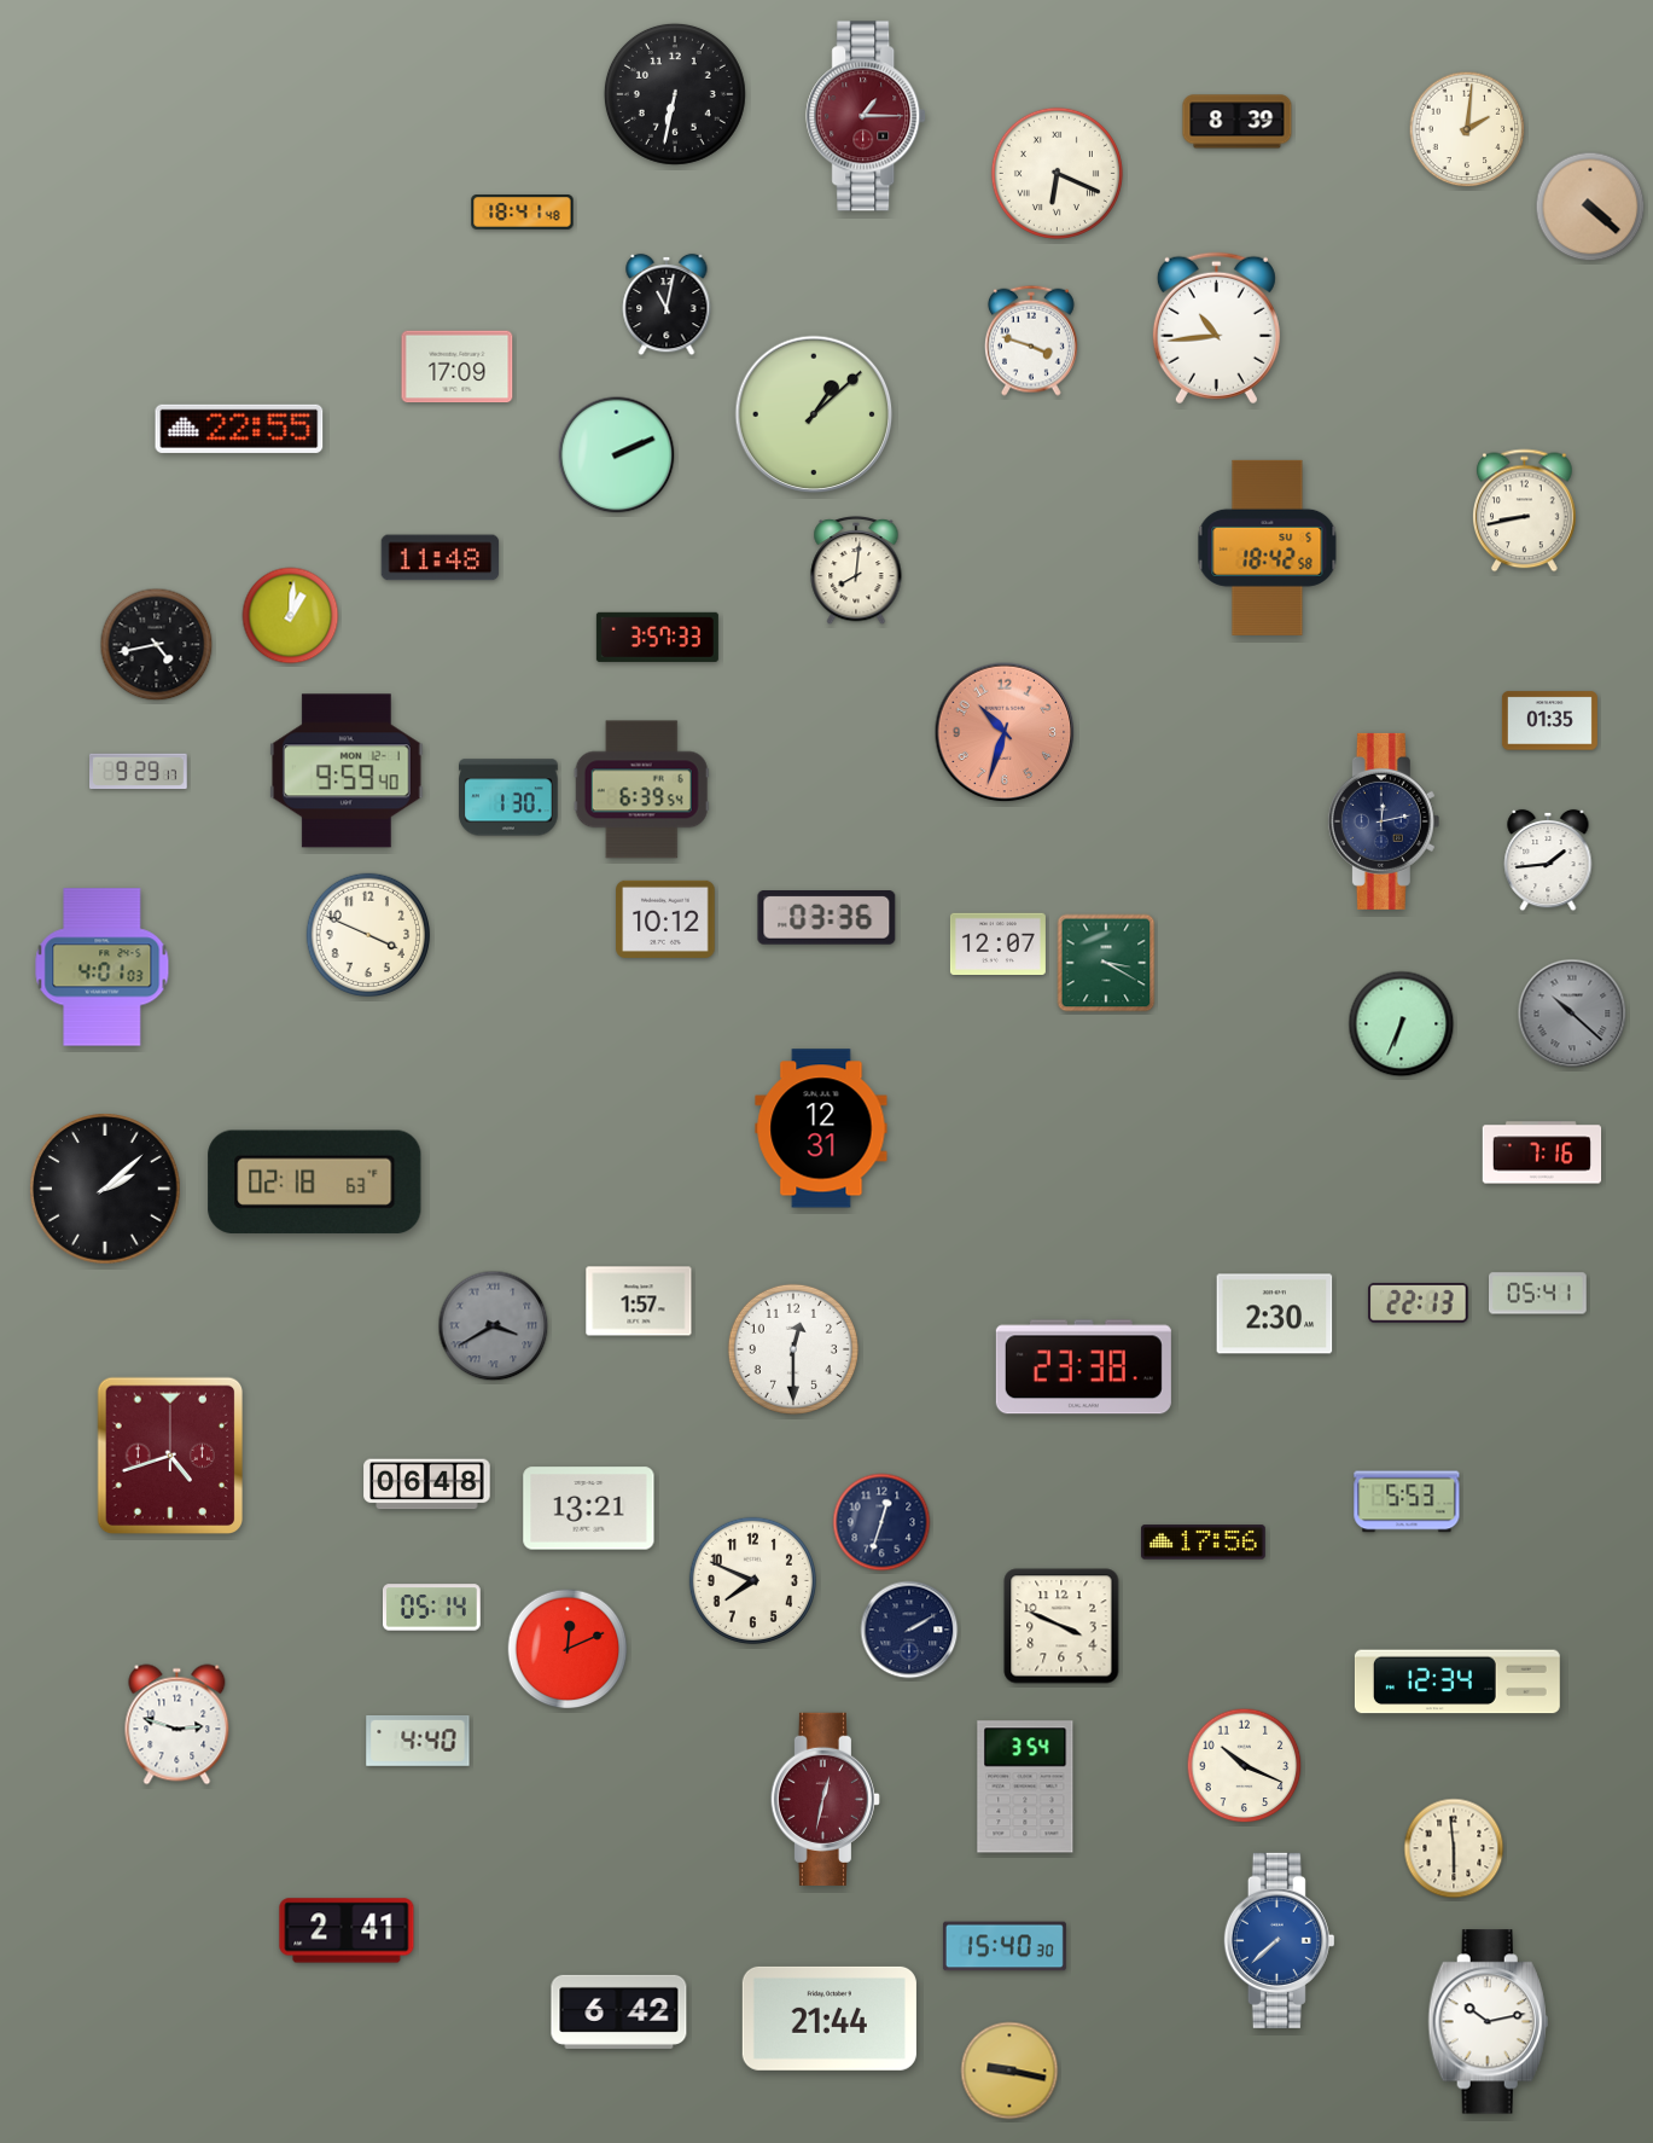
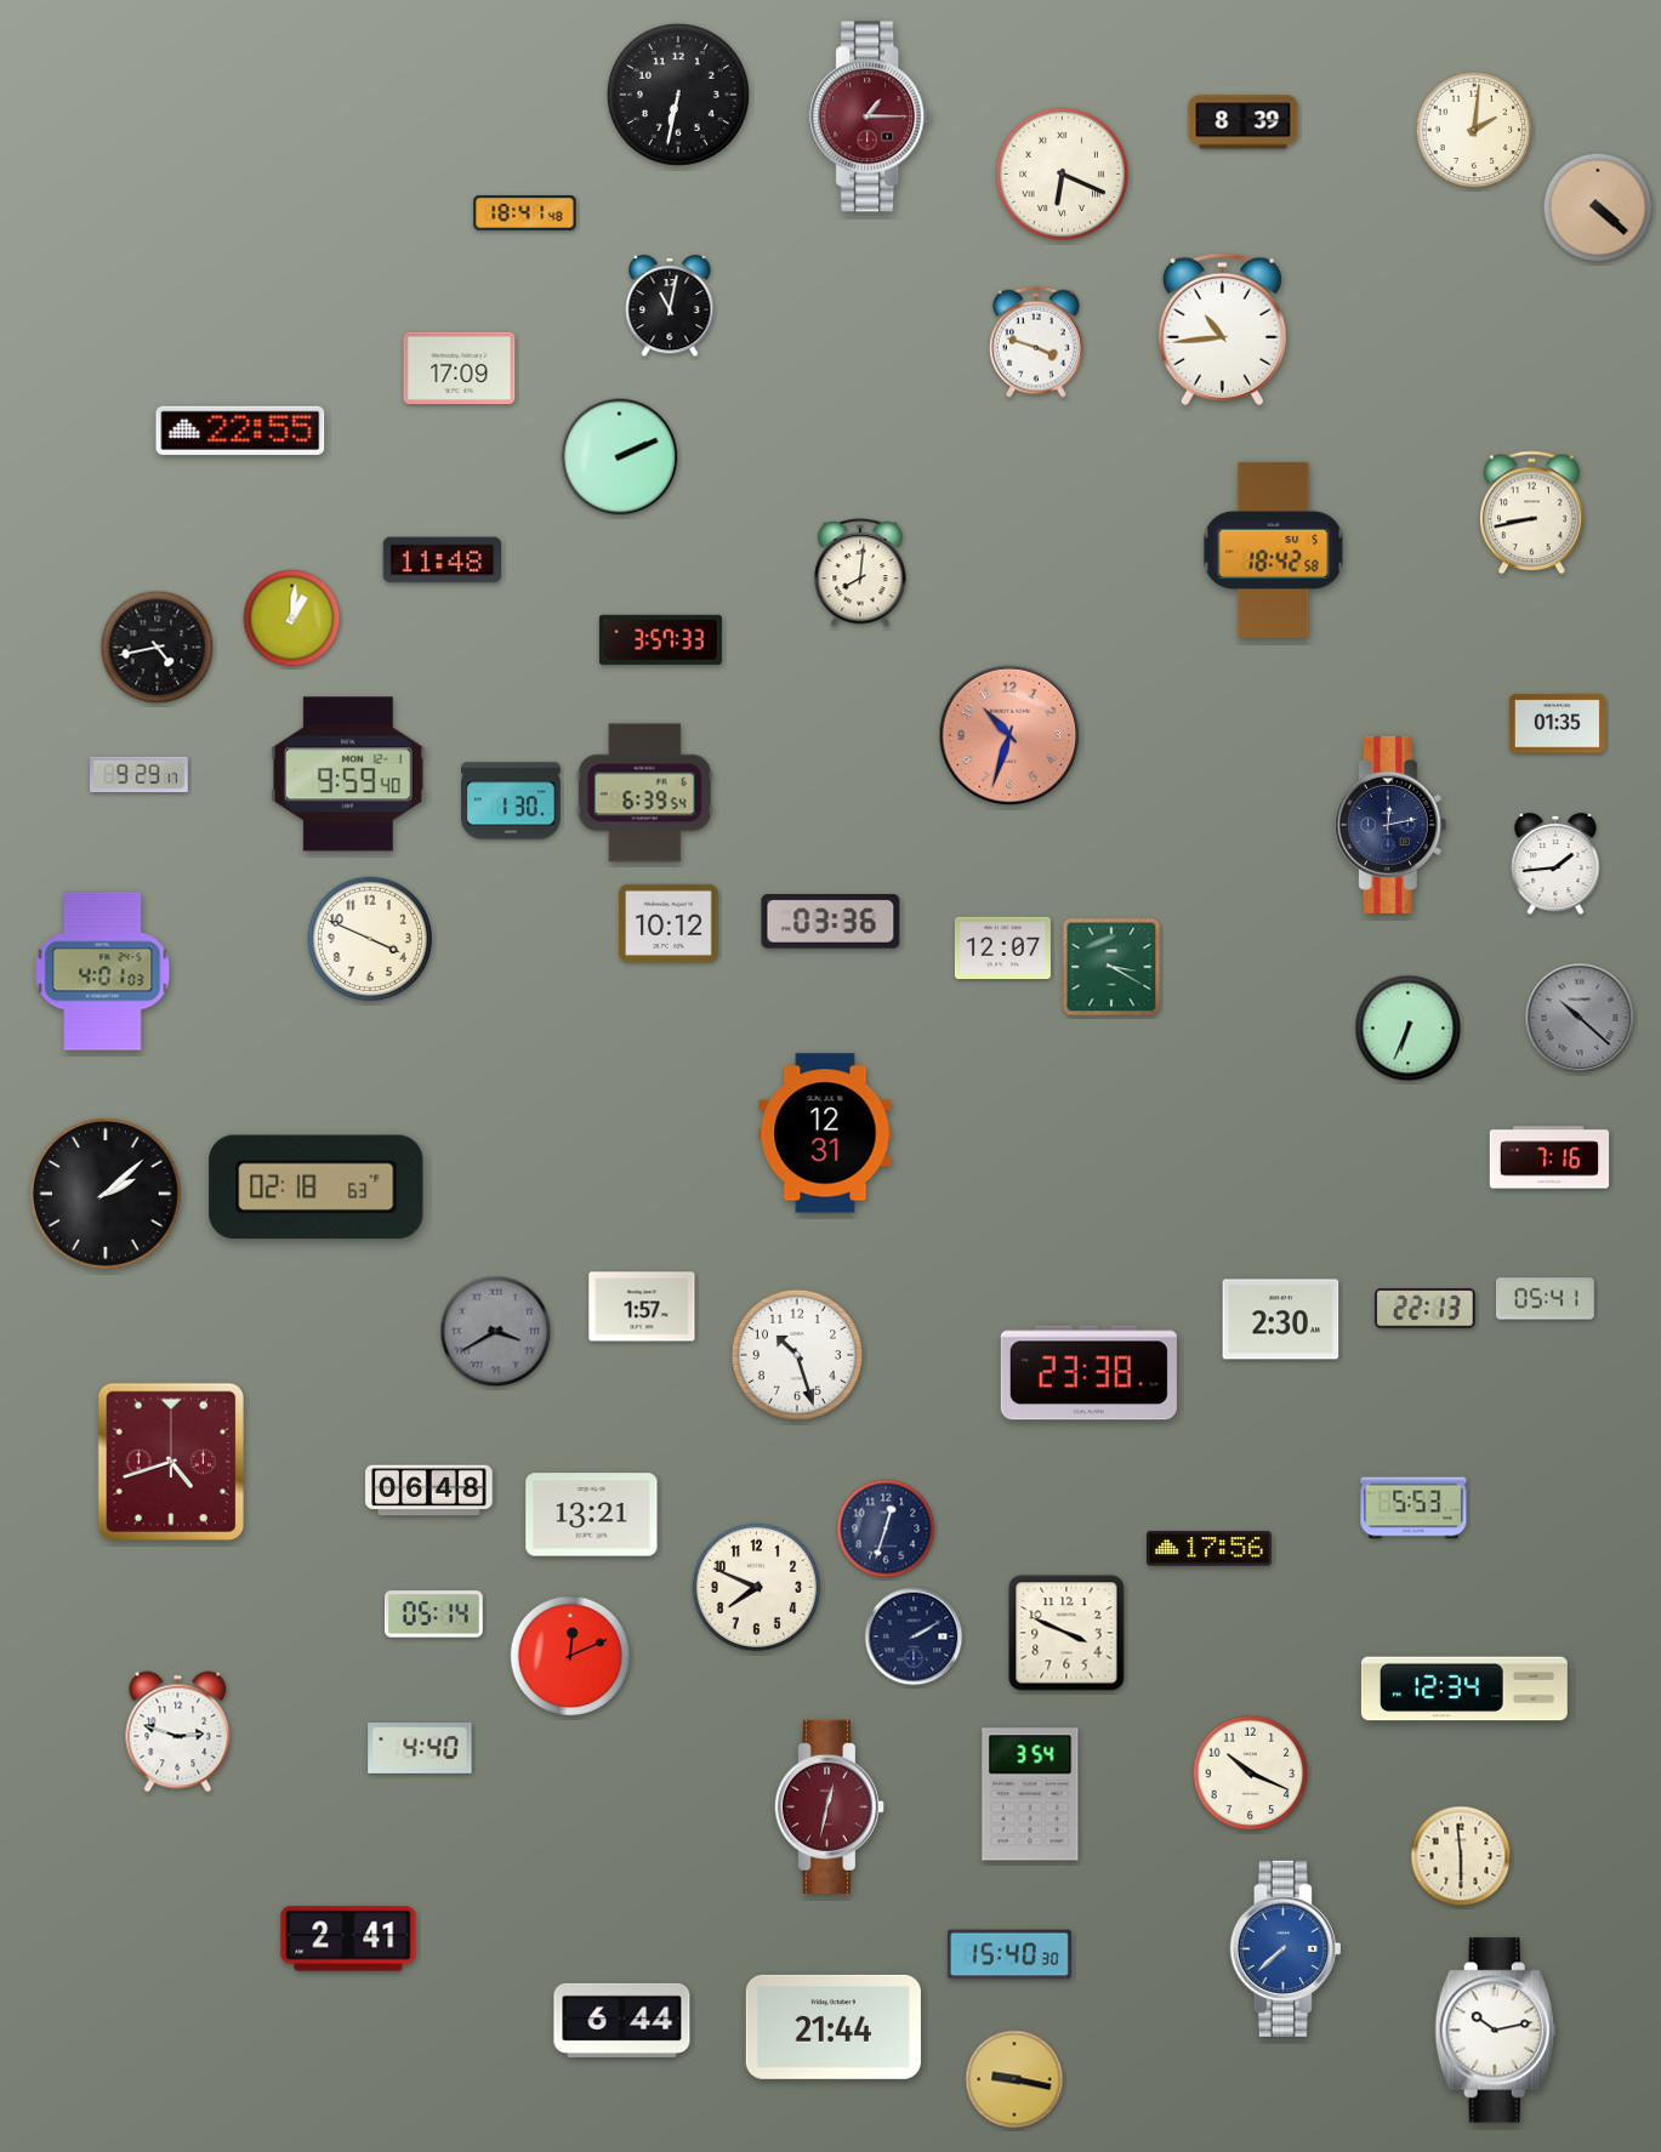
clock at (814, 414): 1:08 -> none
clock at (793, 1349): 12:30 -> 10:27
clock at (619, 2011): 6:42 -> 6:44
